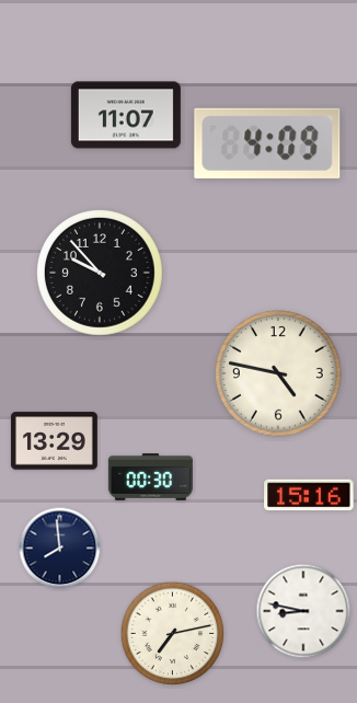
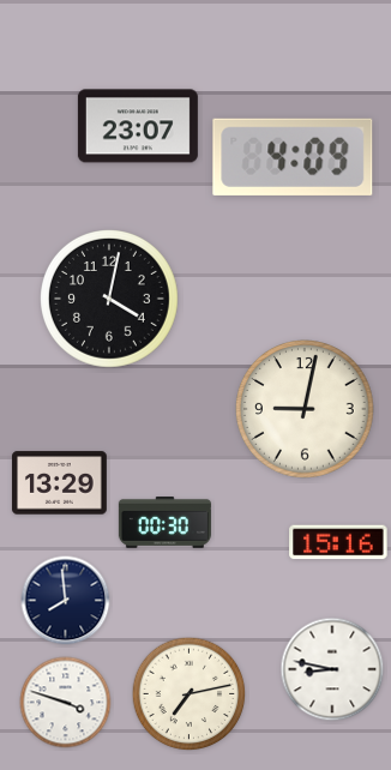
clock at (126, 115): 11:07 -> 23:07
clock at (101, 274): 9:53 -> 4:02
clock at (279, 374): 4:47 -> 9:02
clock at (66, 703): none -> 3:48
